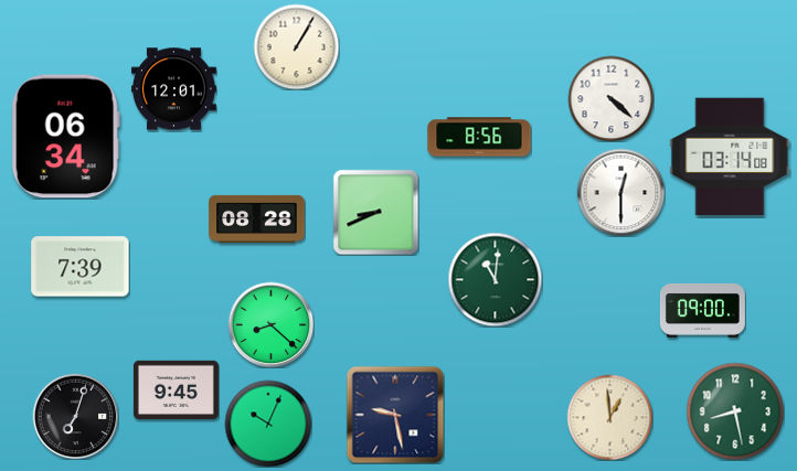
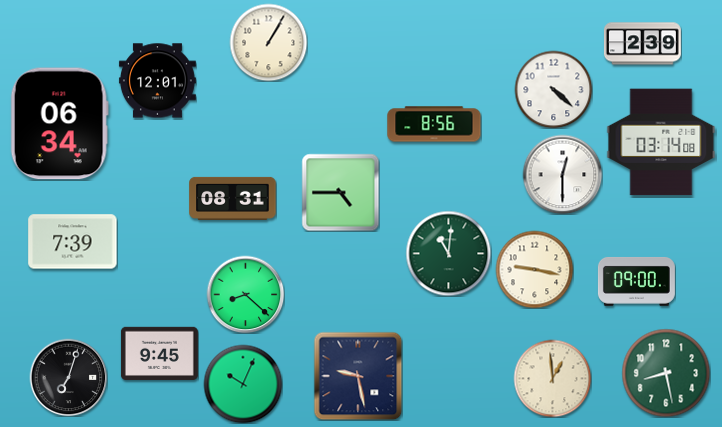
clock at (642, 44): none -> 2:39
clock at (375, 212): 8:41 -> 4:45
clock at (257, 218): 08:28 -> 08:31
clock at (534, 269): none -> 9:17
